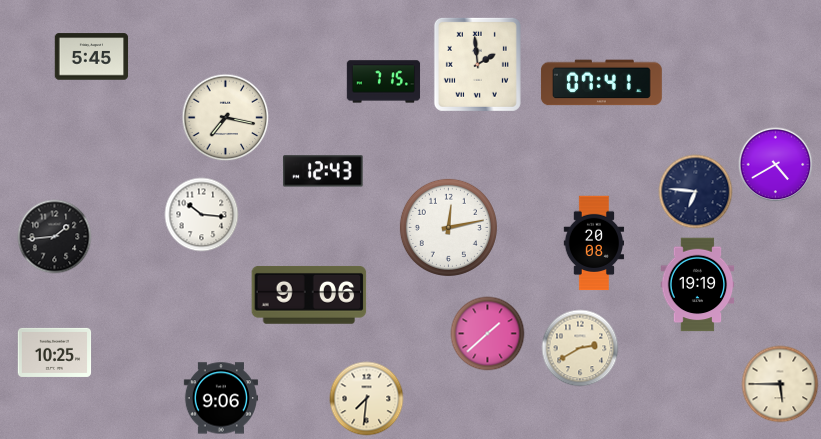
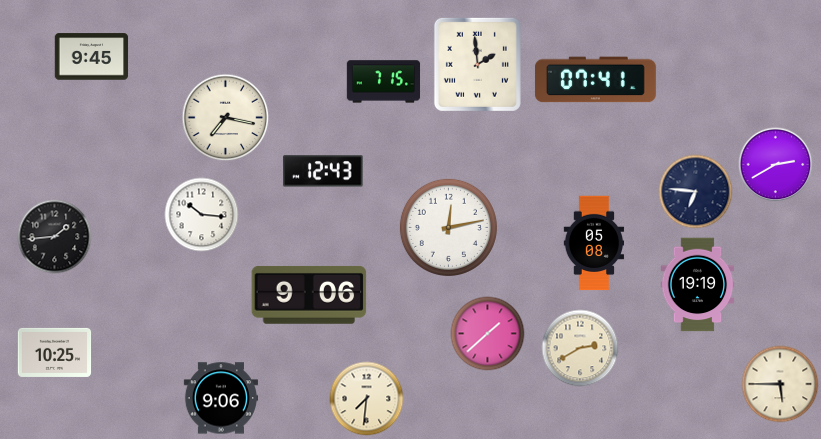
clock at (92, 57): 5:45 -> 9:45
clock at (601, 83) position: (601, 83) -> (595, 80)
clock at (776, 165): 4:40 -> 2:40
clock at (594, 243): 20:08 -> 05:08
